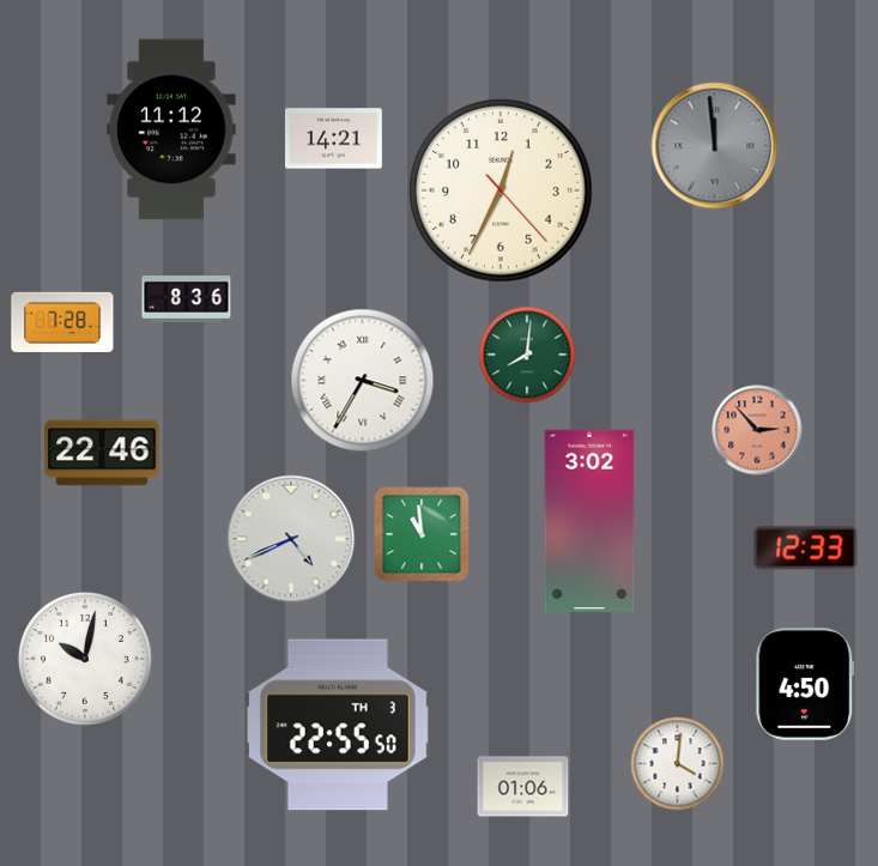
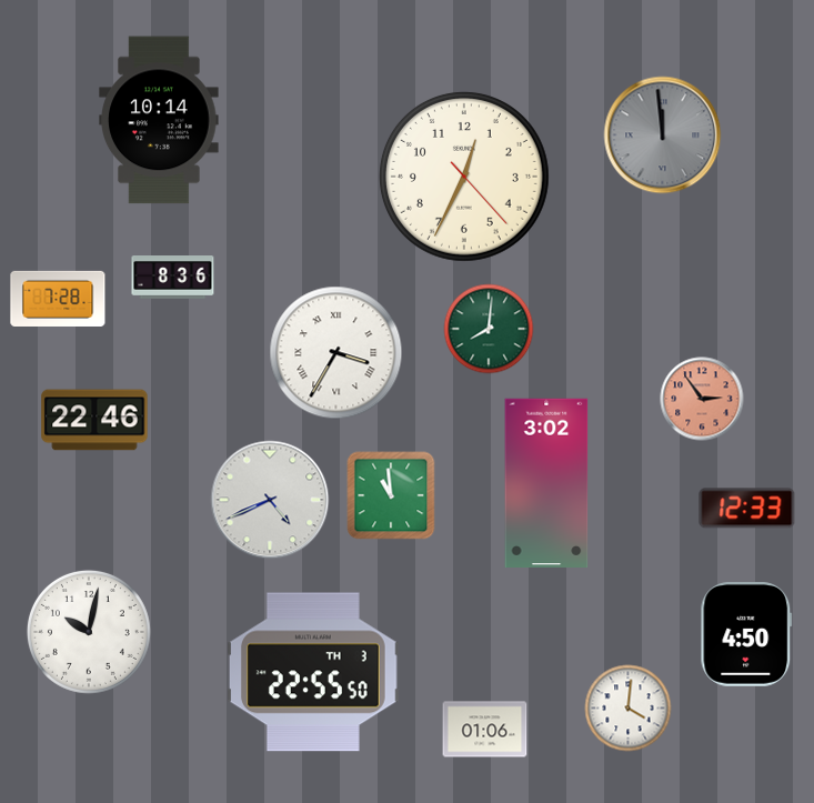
clock at (171, 129): 11:12 -> 10:14
clock at (333, 139): 14:21 -> none
clock at (757, 430): 2:53 -> 2:54
clock at (85, 659) position: (85, 659) -> (89, 632)
